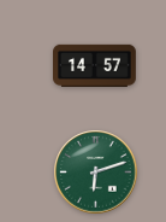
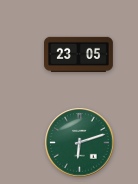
clock at (95, 65): 14:57 -> 23:05
